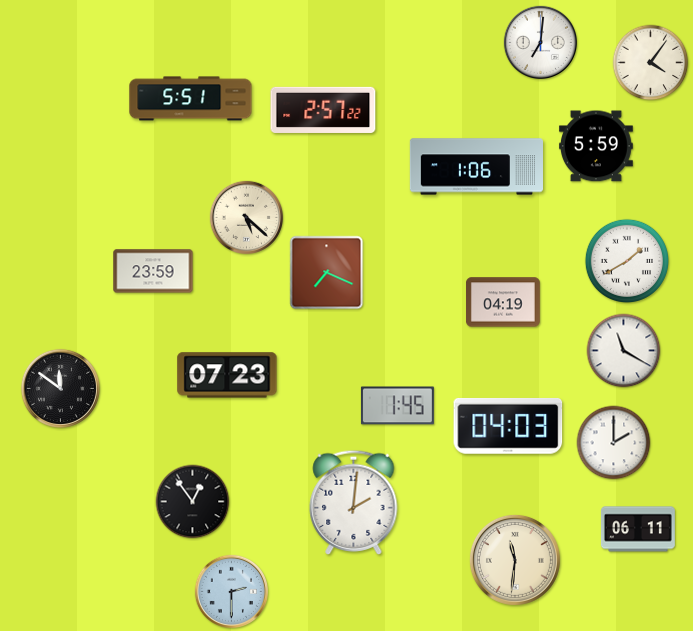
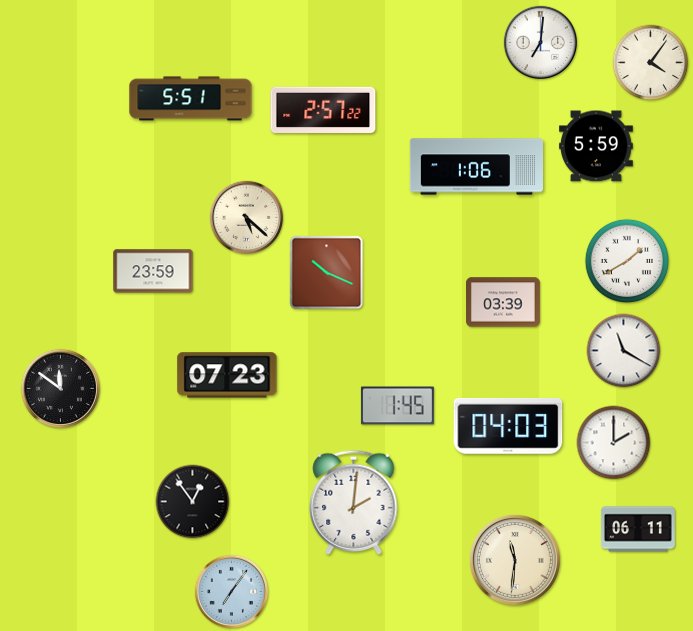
clock at (327, 273): 7:19 -> 10:19
clock at (504, 302): 04:19 -> 03:39
clock at (231, 591): 2:30 -> 7:06
